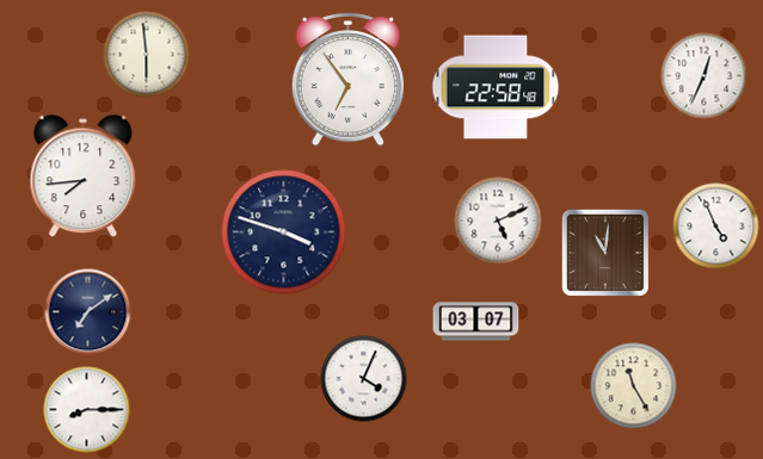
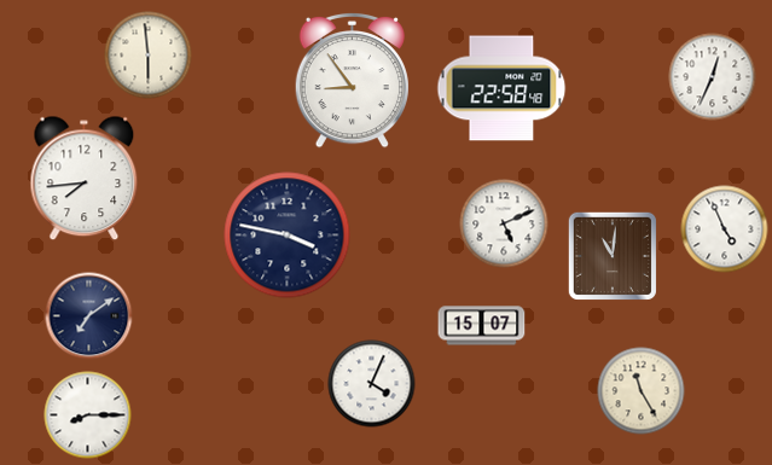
clock at (347, 79): 6:54 -> 8:54
clock at (284, 232): 3:48 -> 3:47
clock at (476, 322): 03:07 -> 15:07
clock at (364, 379) position: (364, 379) -> (372, 384)
